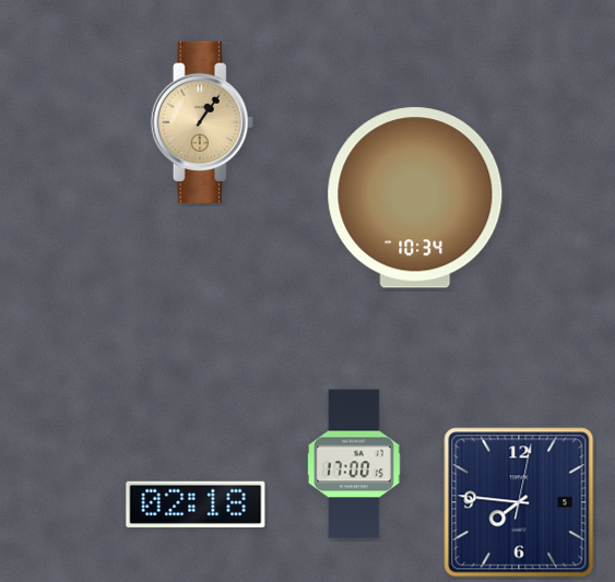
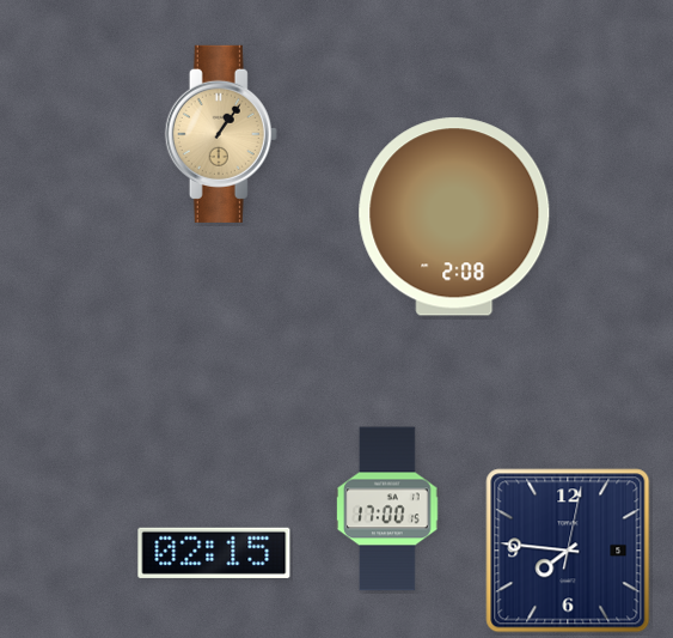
clock at (415, 198): 10:34 -> 2:08
clock at (196, 504): 02:18 -> 02:15
